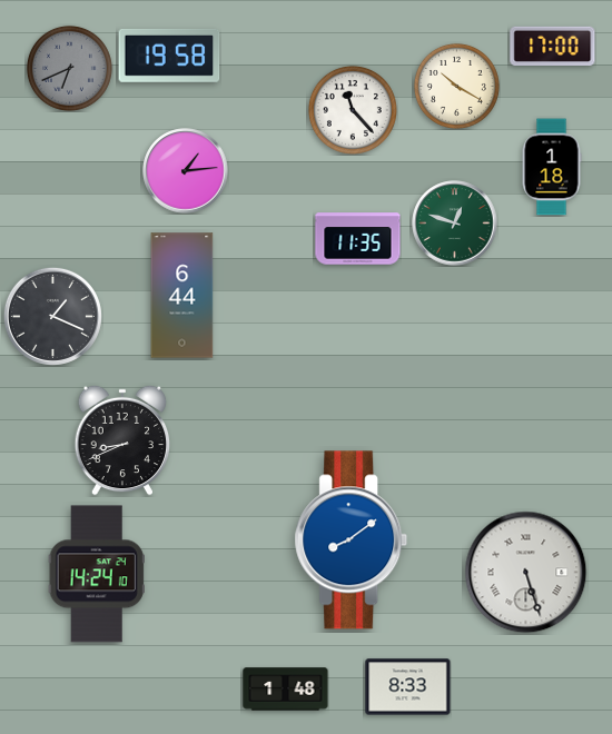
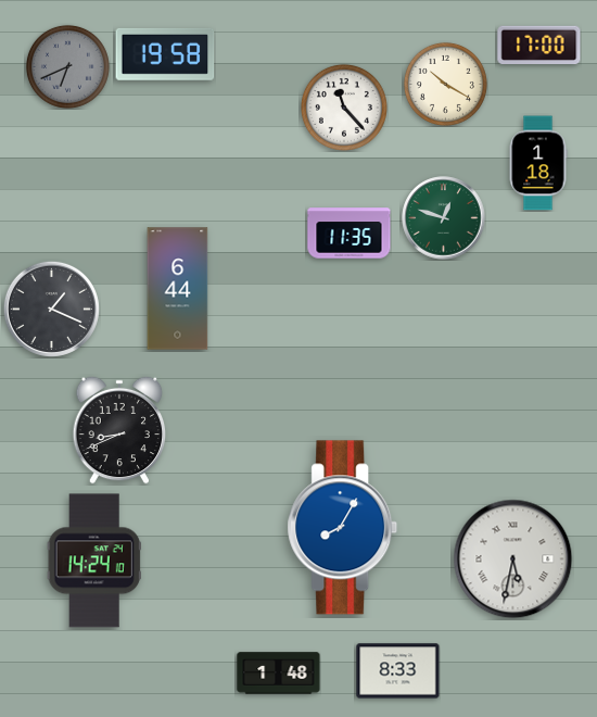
clock at (186, 171): 1:14 -> none
clock at (352, 540): 8:09 -> 8:05
clock at (526, 573): 5:27 -> 5:32
